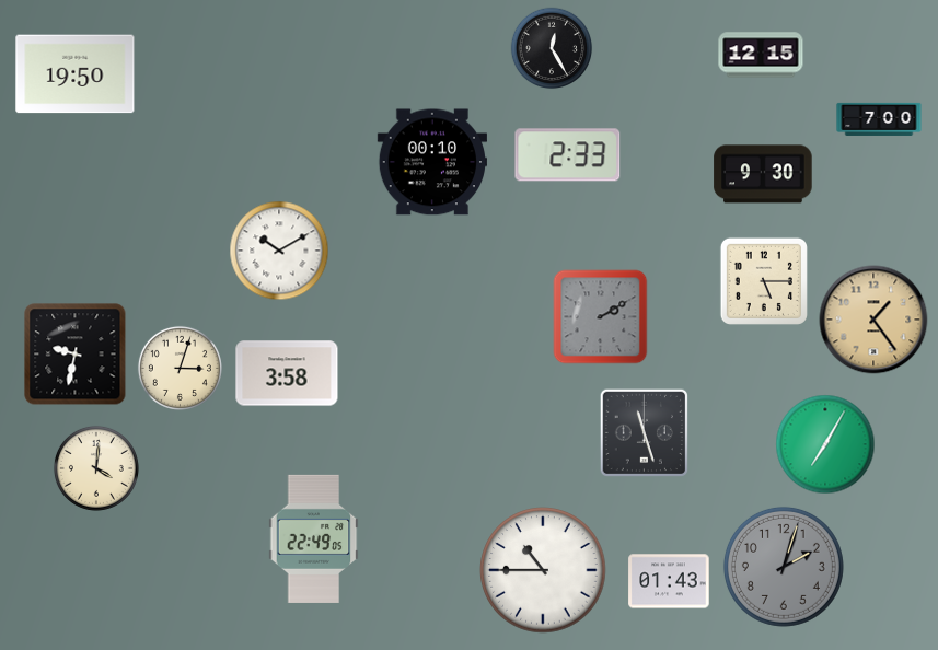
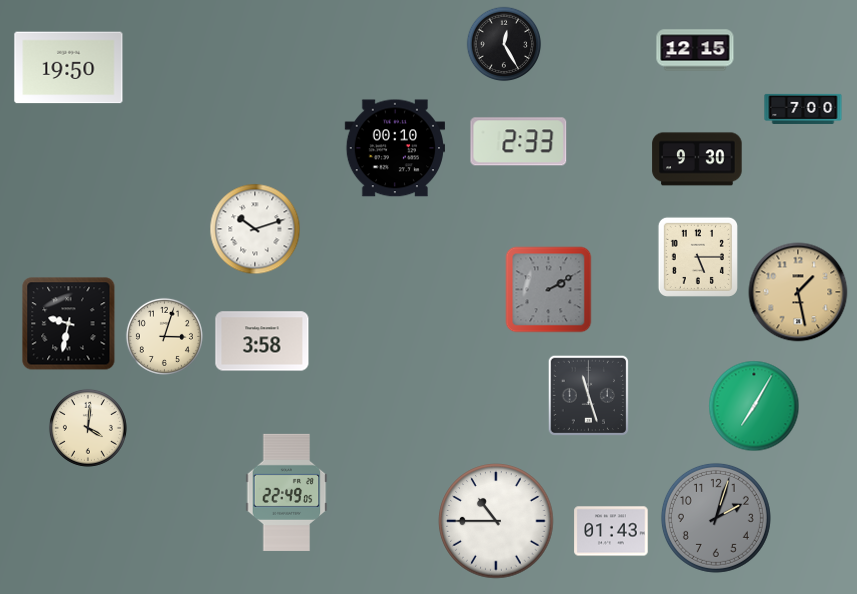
clock at (279, 251): 10:10 -> 10:12
clock at (873, 320): 1:24 -> 1:28
